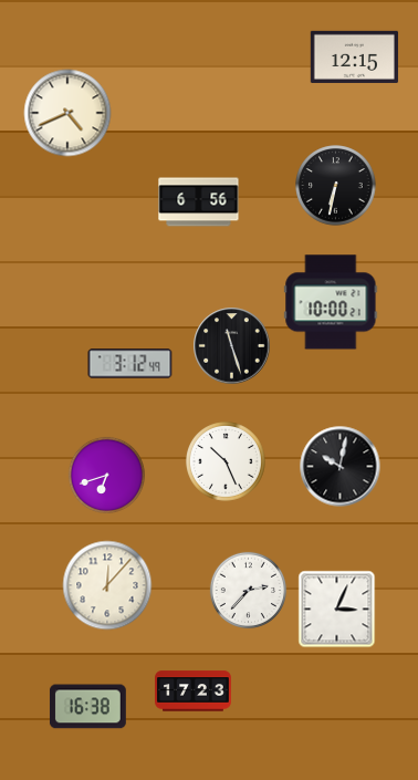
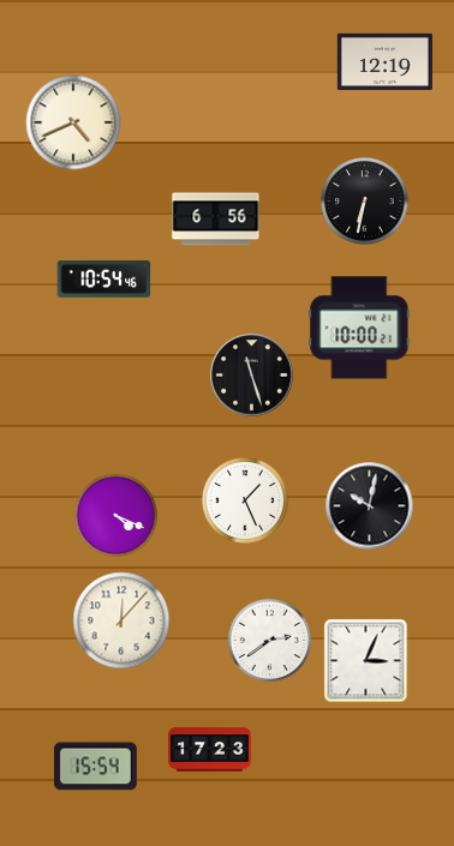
clock at (354, 56): 12:15 -> 12:19
clock at (104, 280): none -> 10:54
clock at (130, 364): 3:12 -> none
clock at (227, 462): 10:26 -> 1:26
clock at (106, 475): 6:42 -> 4:19
clock at (107, 585) position: (107, 585) -> (121, 620)
clock at (248, 590): 2:37 -> 2:39
clock at (87, 707): 16:38 -> 15:54
